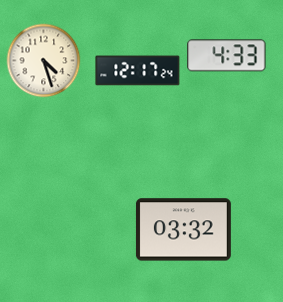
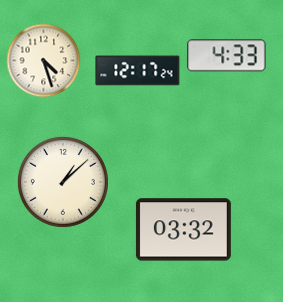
clock at (63, 182): none -> 1:08
